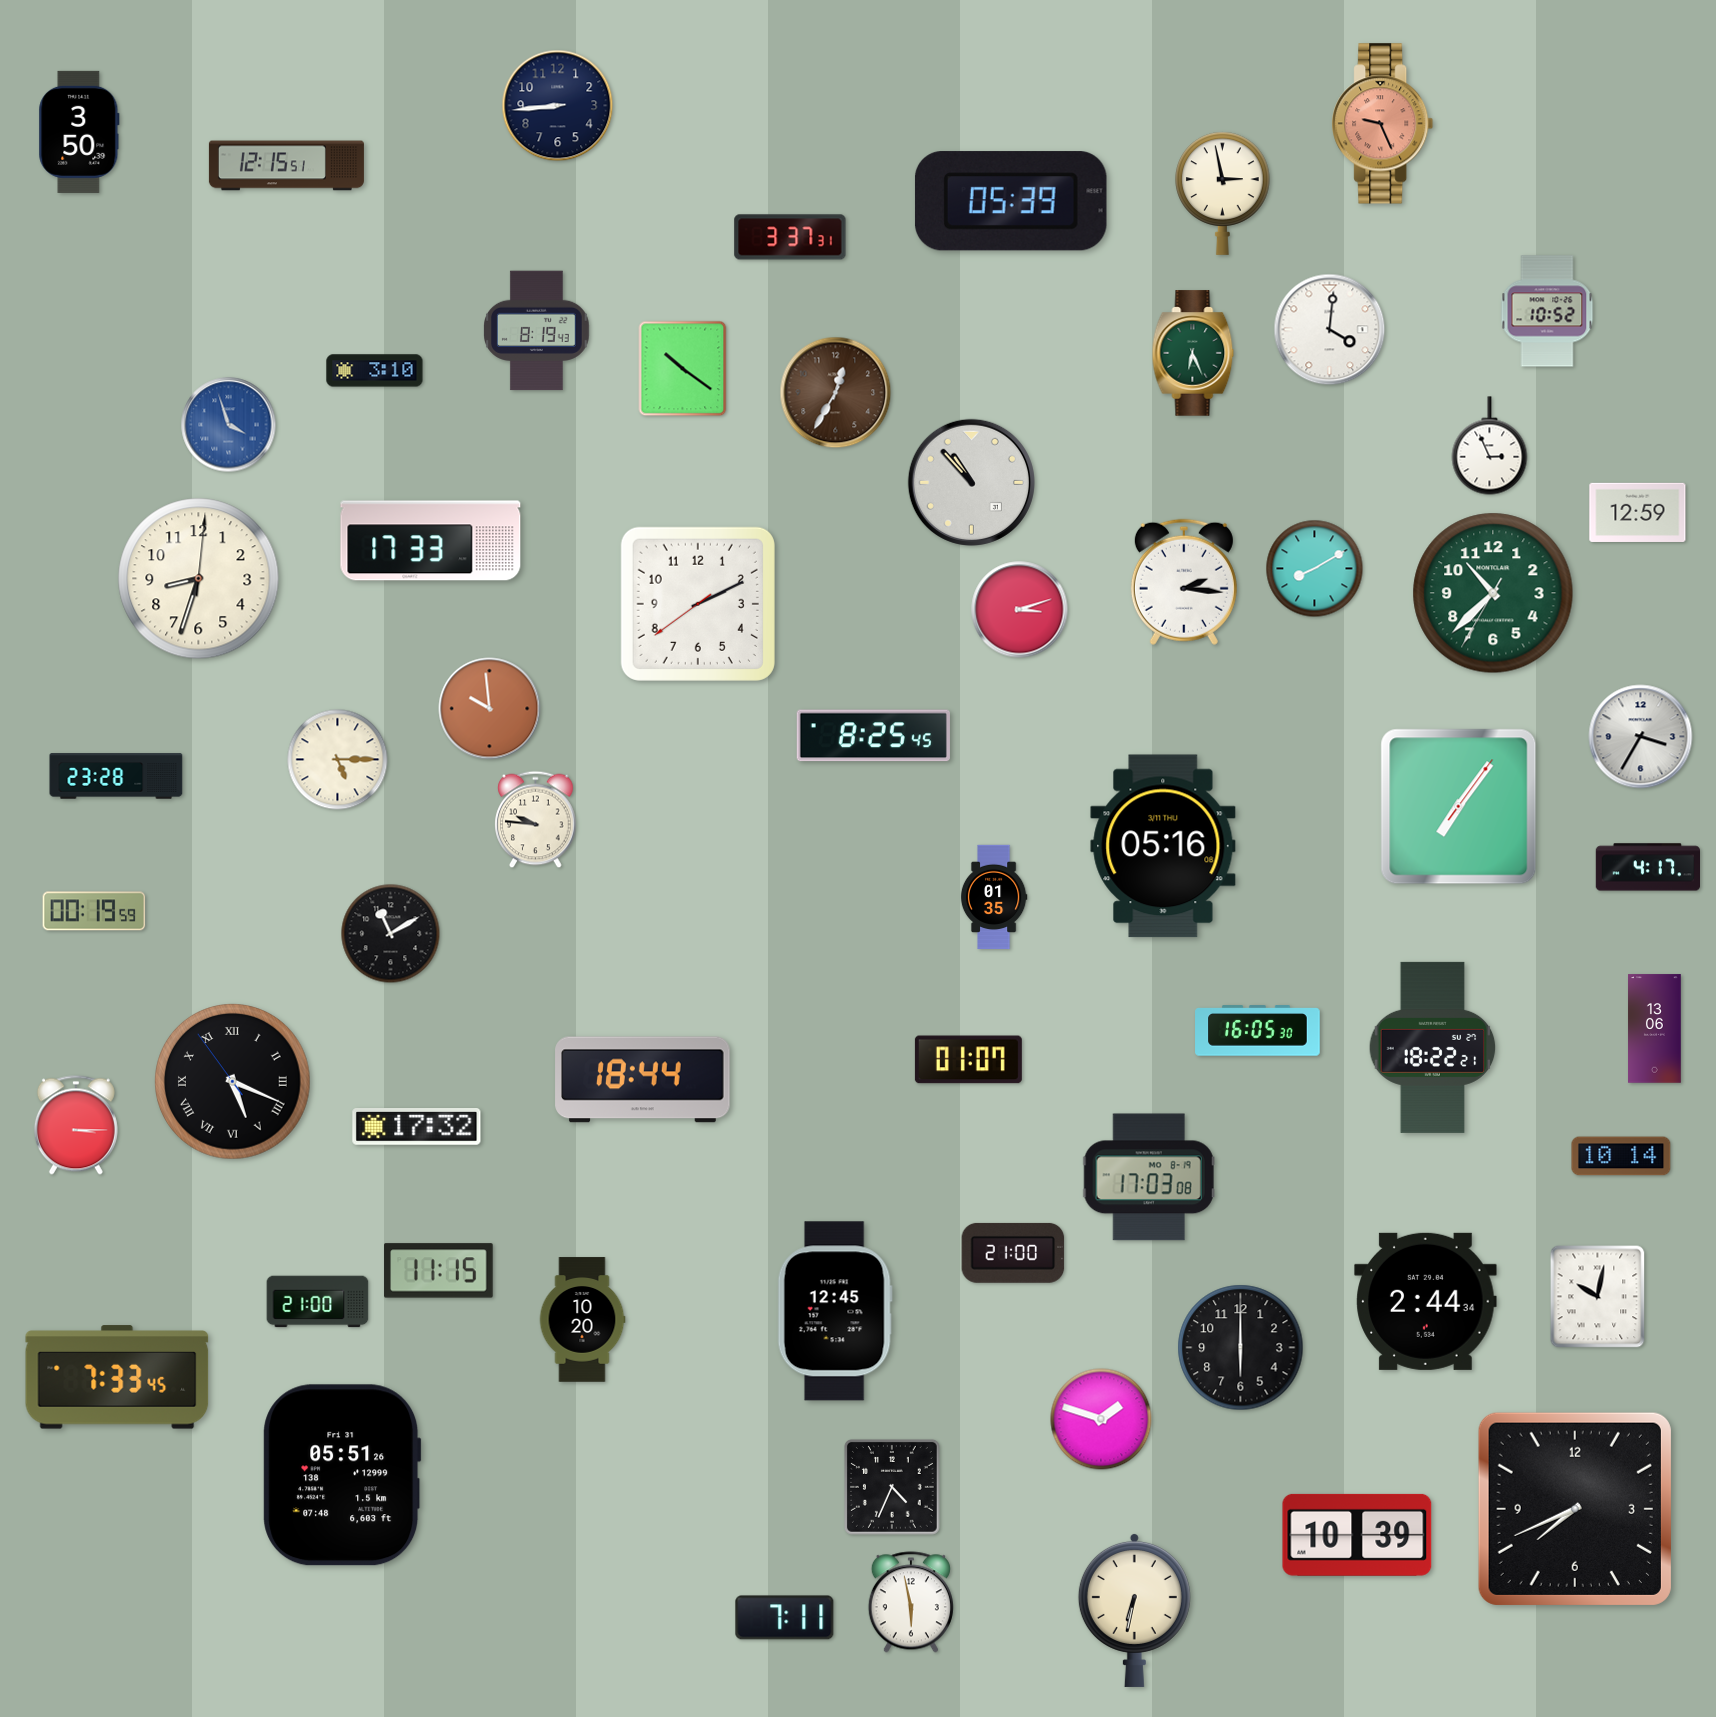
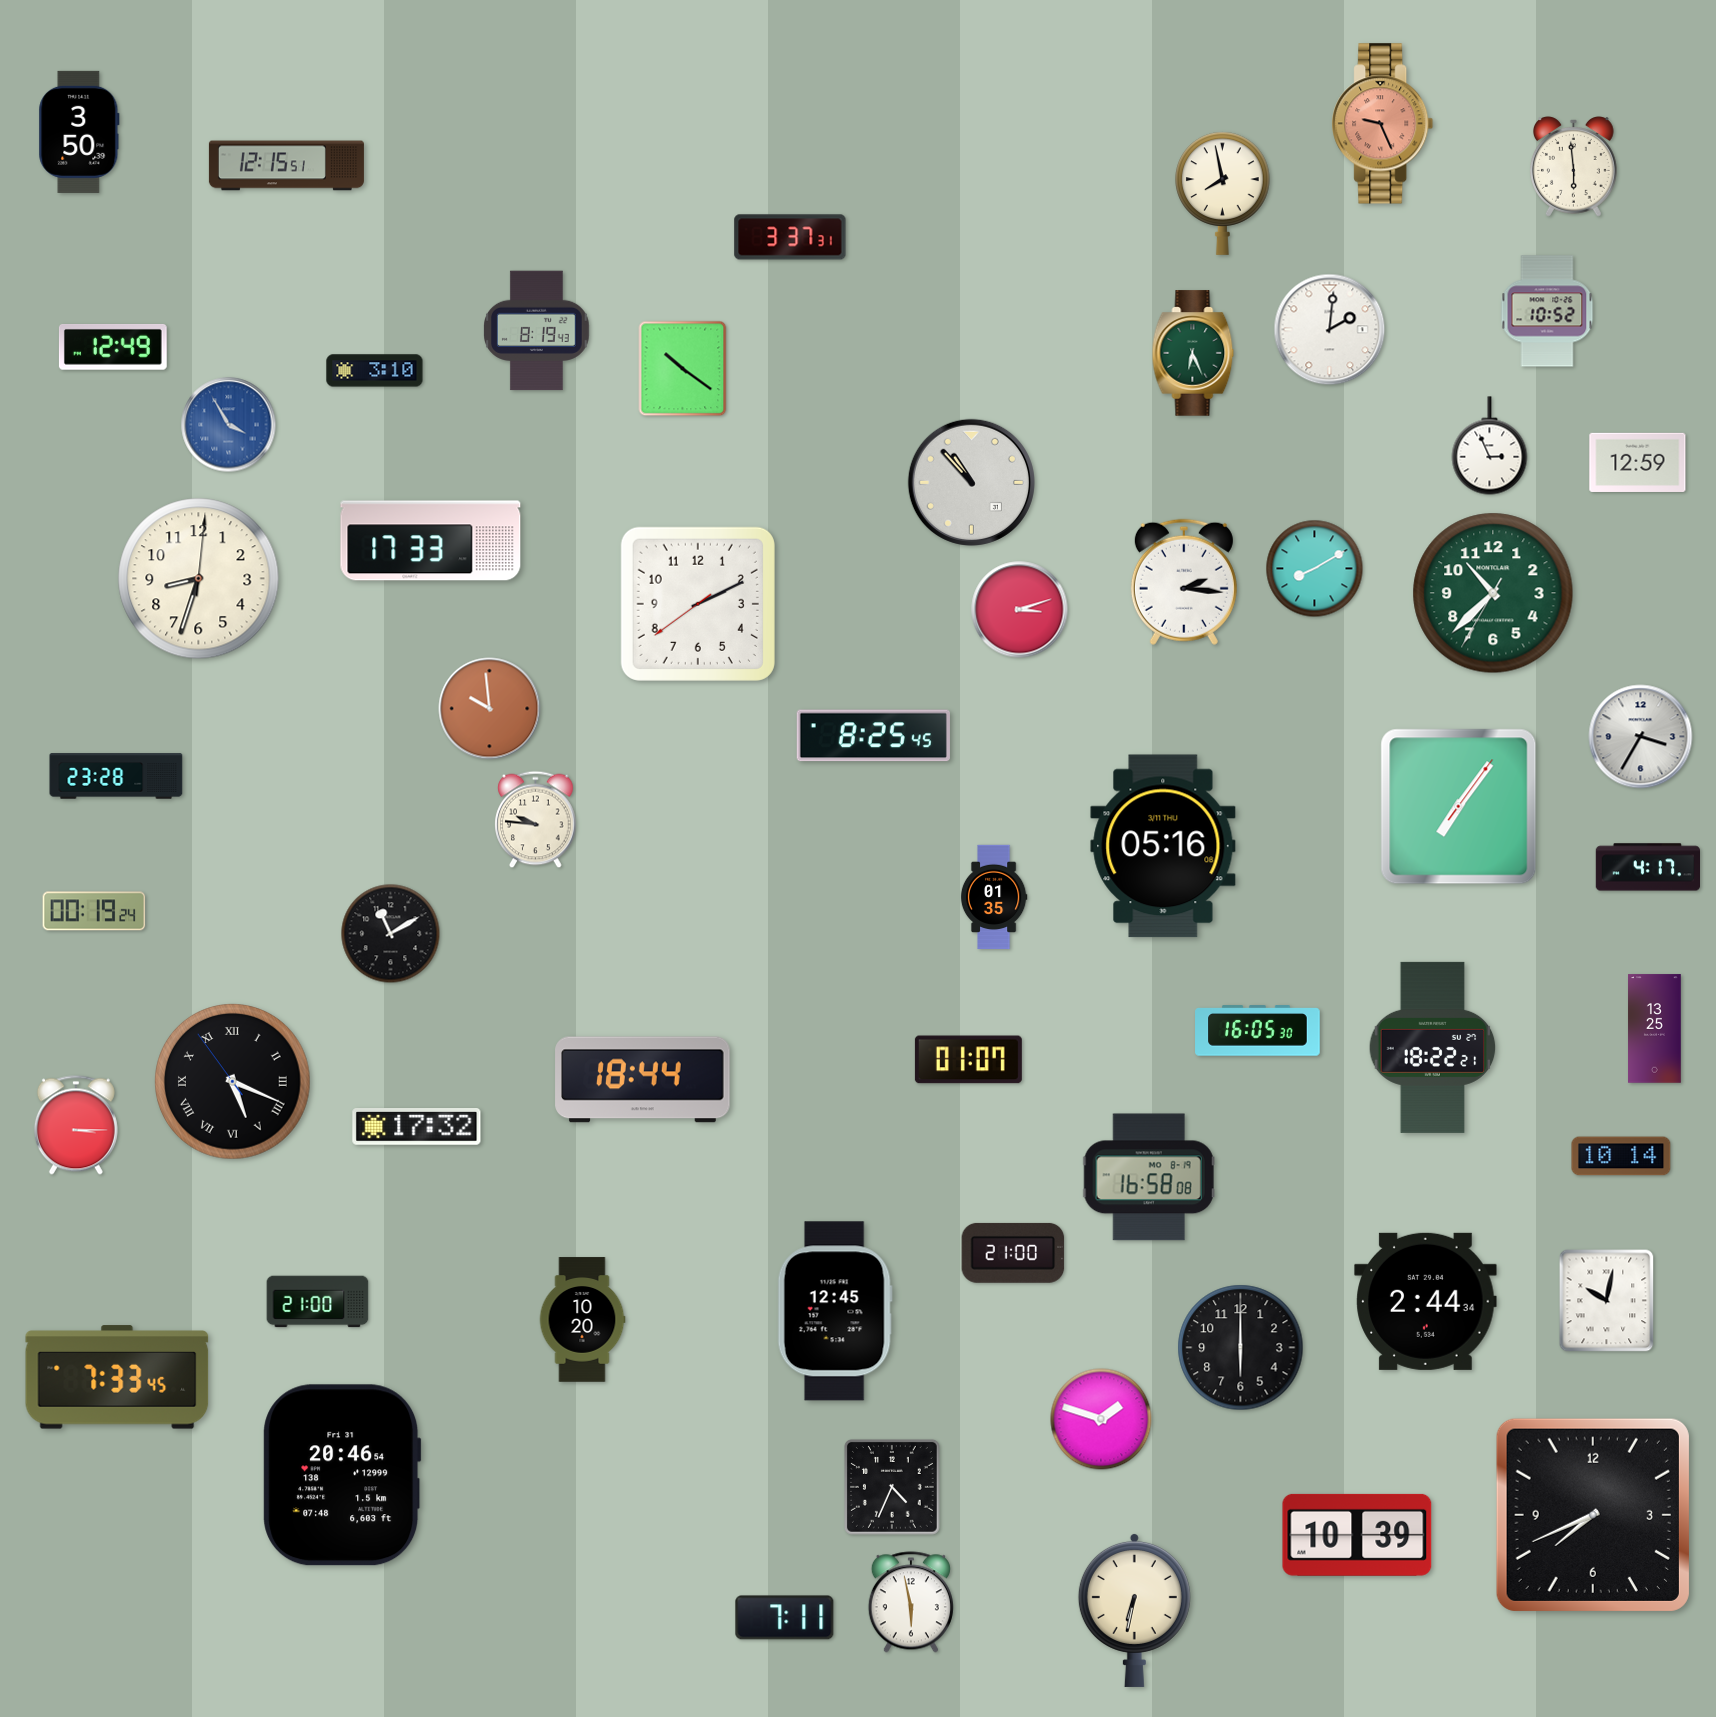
clock at (558, 106): 8:44 -> none
clock at (1574, 167): none -> 5:59
clock at (1223, 193): 2:58 -> 7:58
clock at (1011, 201): 05:39 -> none
clock at (1330, 330): 4:01 -> 2:01
clock at (113, 347): none -> 12:49
clock at (836, 393): 12:35 -> none
clock at (229, 425): 3:57 -> 3:55
clock at (1638, 512) position: (1638, 512) -> (1638, 462)
clock at (338, 760): 5:15 -> none
clock at (94, 911): 00:19:59 -> 00:19:24
clock at (1655, 1029): 13:06 -> 13:25
clock at (1149, 1177): 17:03 -> 16:58
clock at (439, 1271): 11:15 -> none
clock at (1598, 1297) position: (1598, 1297) -> (1607, 1301)
clock at (342, 1475): 05:51 -> 20:46
clock at (1575, 1509) position: (1575, 1509) -> (1593, 1515)
